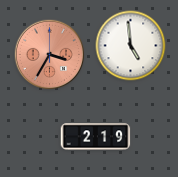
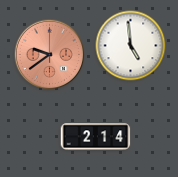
clock at (50, 55): 3:35 -> 9:39
clock at (96, 137): 2:19 -> 2:14
